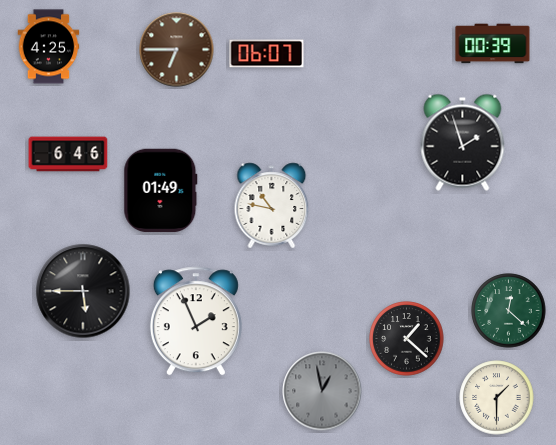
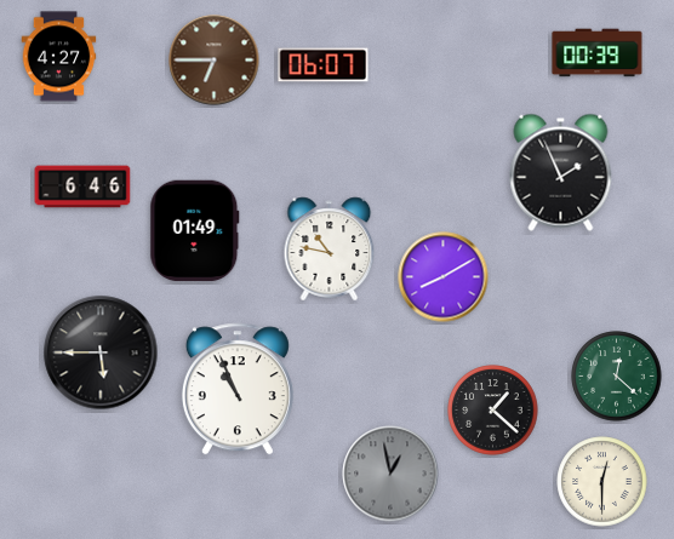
clock at (49, 47): 4:25 -> 4:27
clock at (463, 142): 1:57 -> 1:56
clock at (444, 277): none -> 8:10
clock at (196, 321): 1:56 -> 10:56
clock at (497, 398): 1:30 -> 12:30
